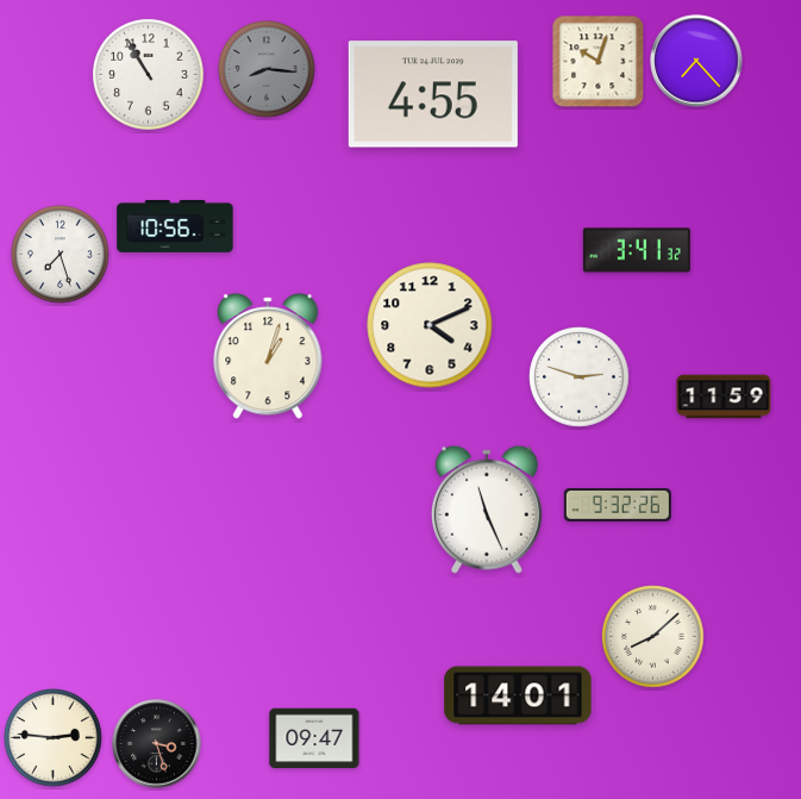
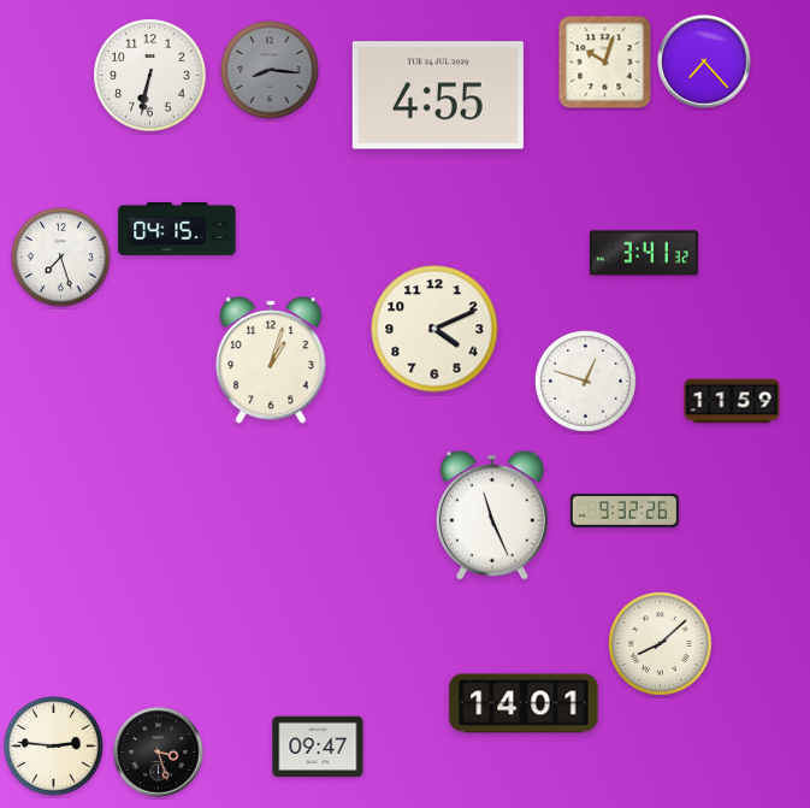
clock at (149, 75): 10:55 -> 6:32
clock at (175, 226): 10:56 -> 04:15
clock at (580, 377): 2:48 -> 12:48
